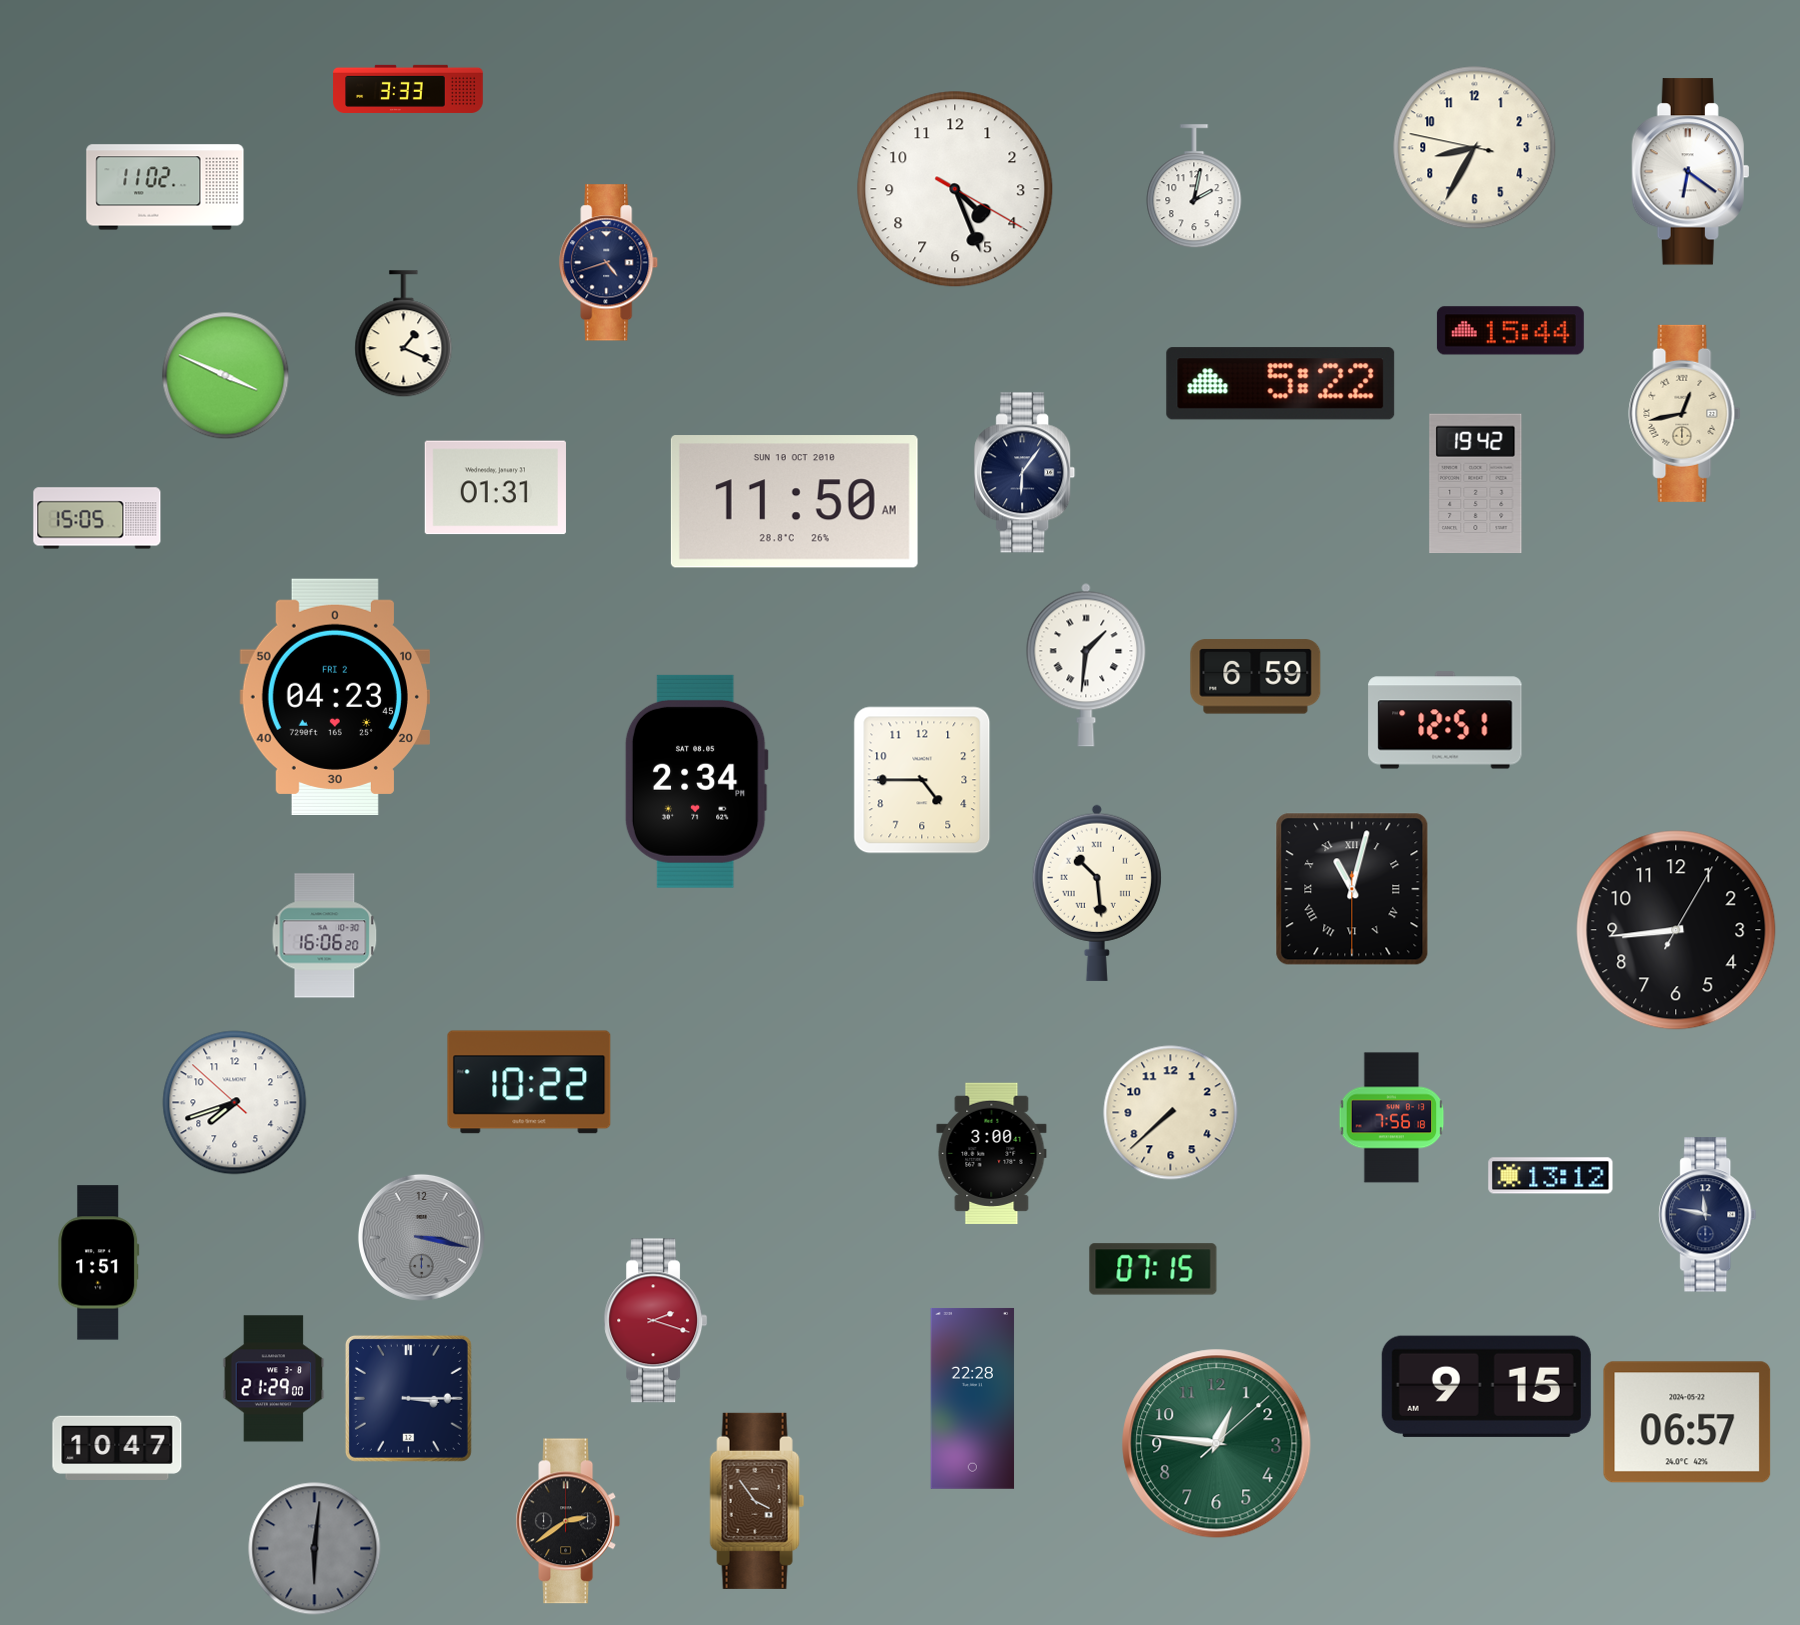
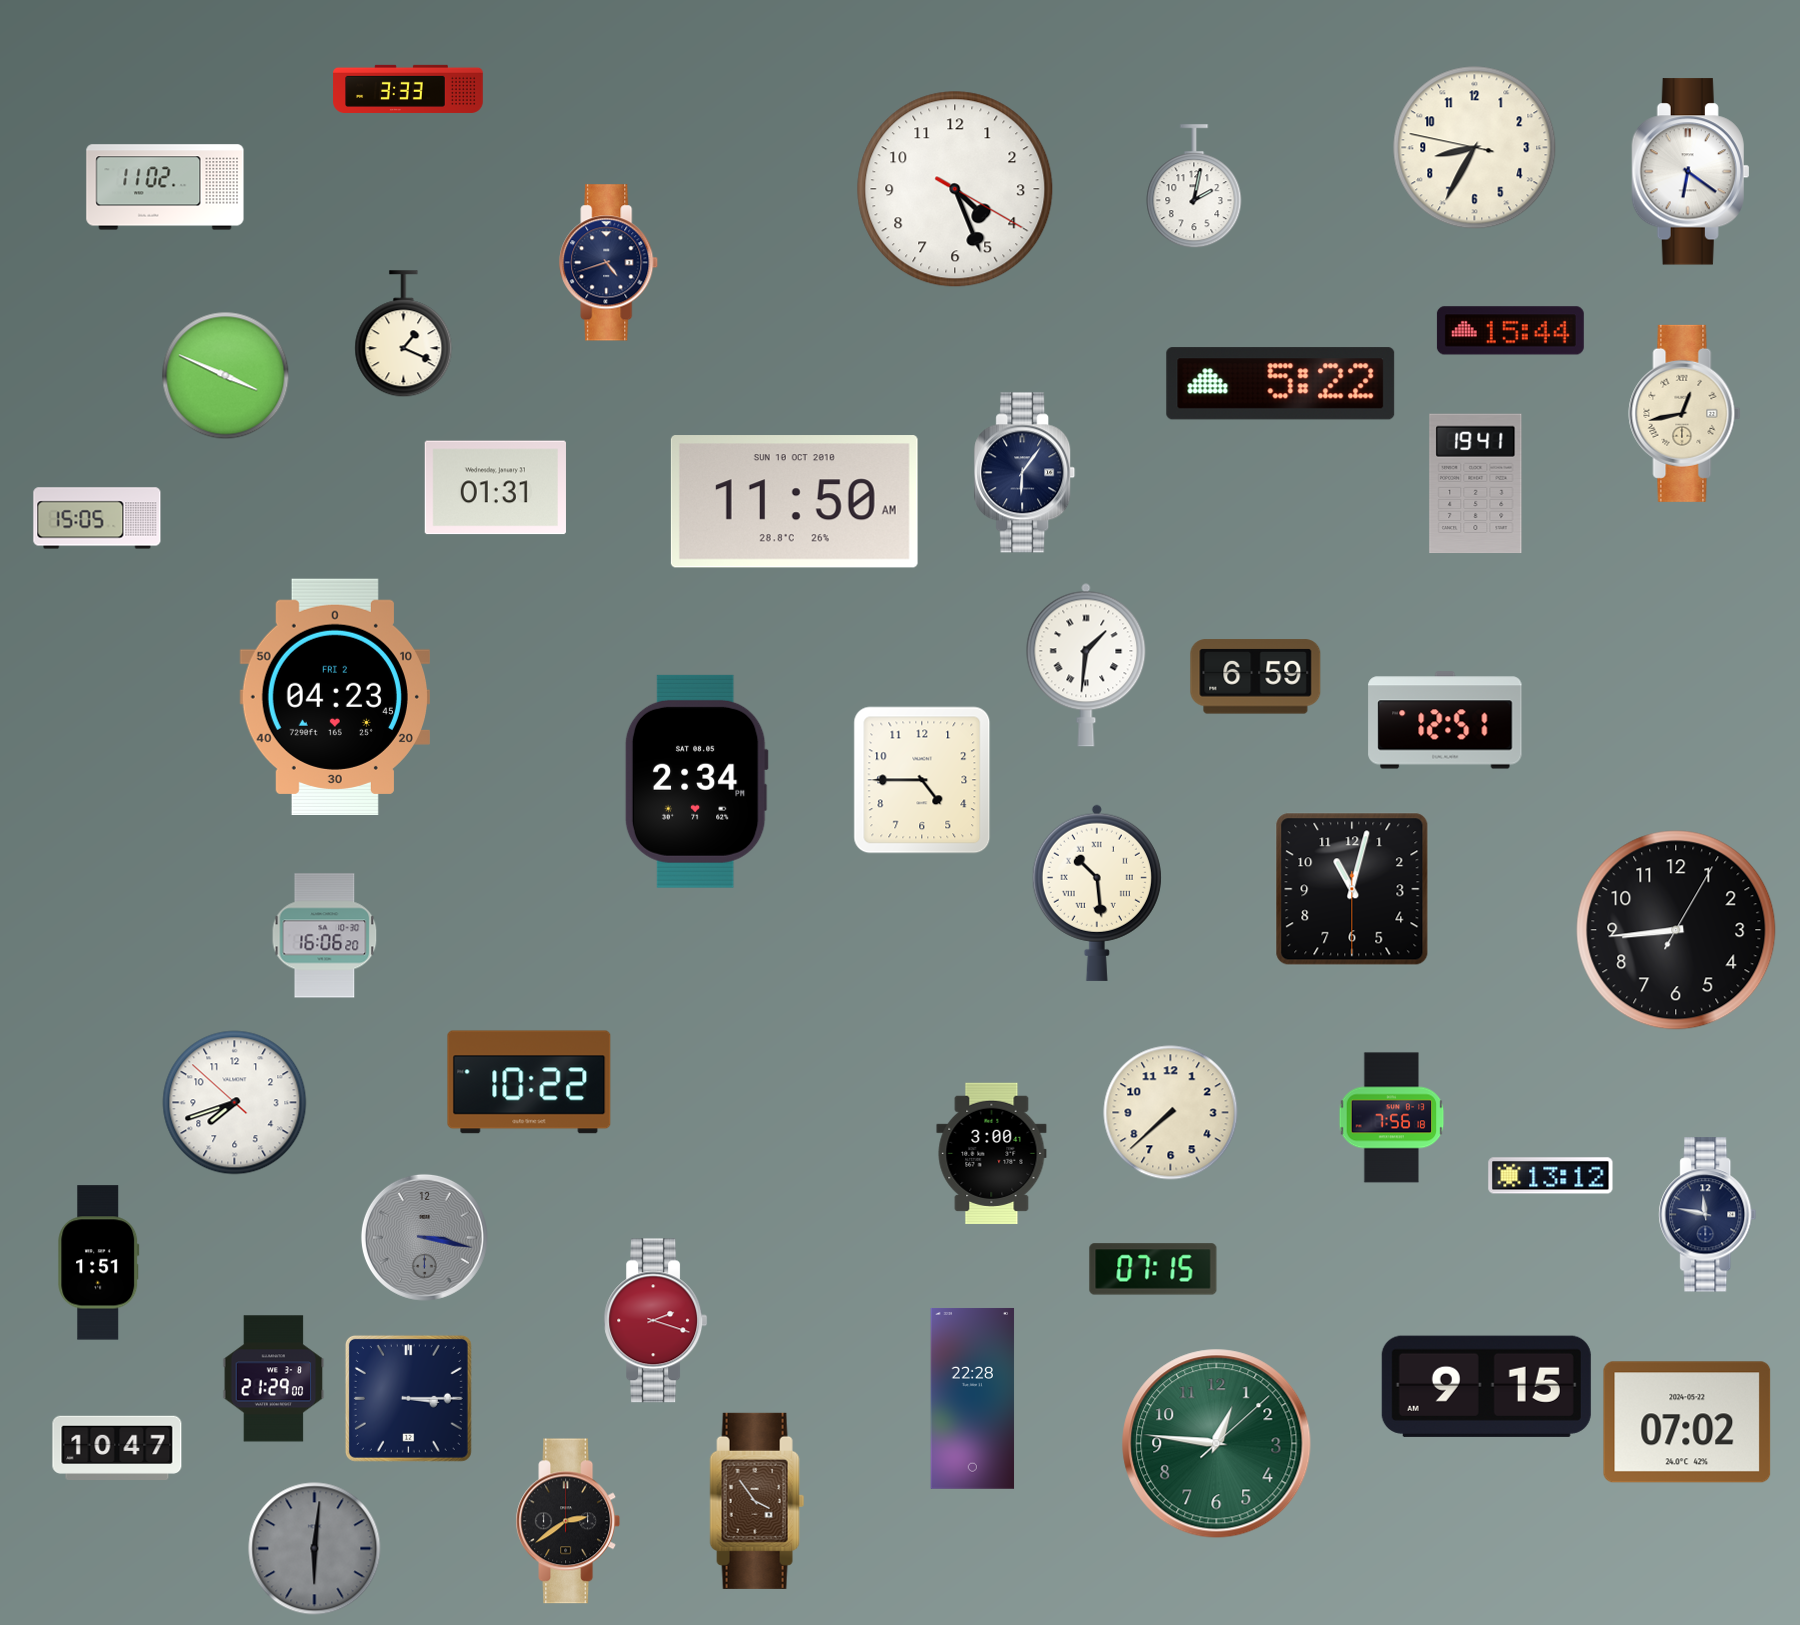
clock at (1476, 484): 19:42 -> 19:41
clock at (1352, 889) numerals: Roman -> Arabic
clock at (421, 1237) position: (421, 1237) -> (424, 1237)
clock at (1687, 1422): 06:57 -> 07:02
